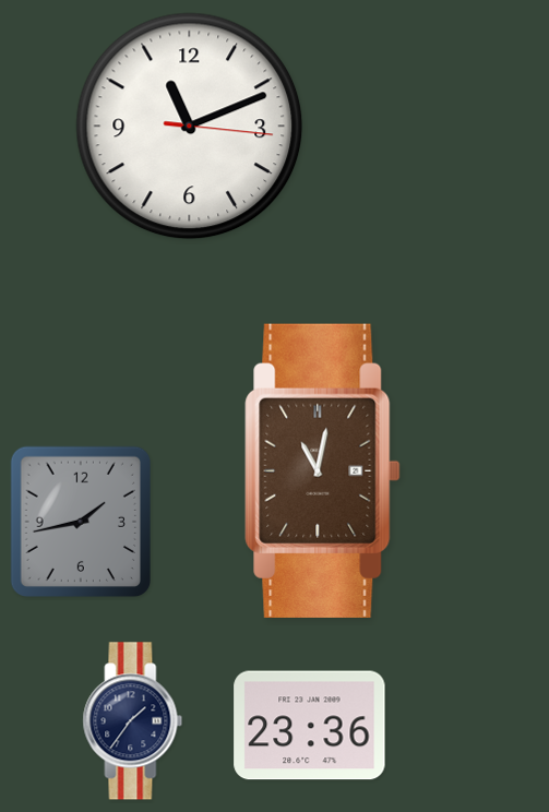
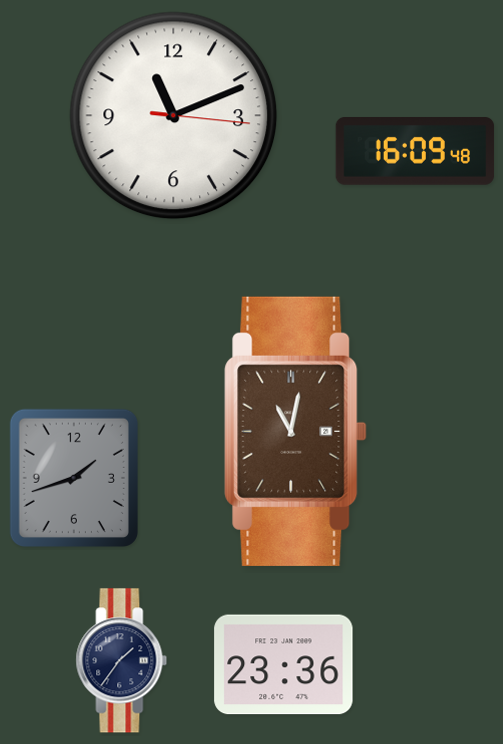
clock at (415, 152): none -> 16:09
clock at (80, 521): 1:43 -> 1:42
